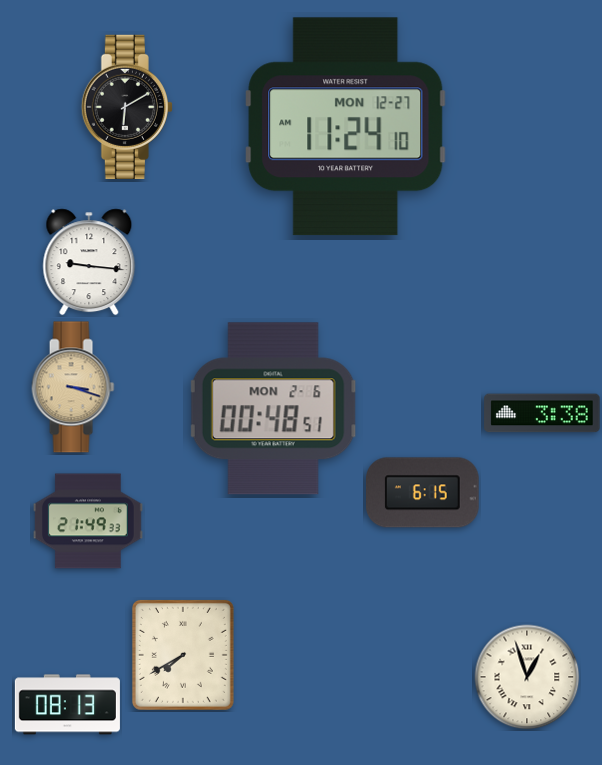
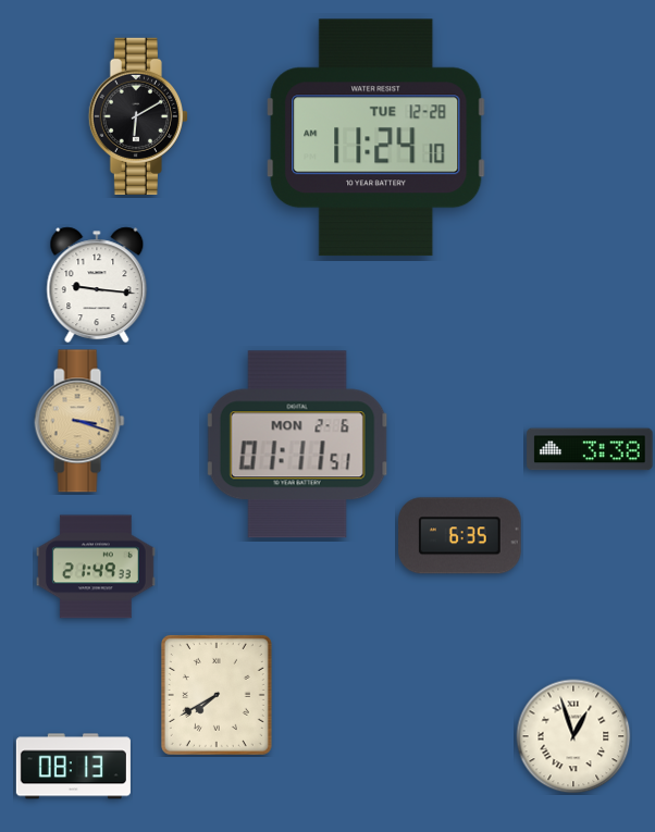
clock at (346, 127) date: MON 12-27 -> TUE 12-28
clock at (274, 409): 00:48 -> 01:11
clock at (423, 493): 6:15 -> 6:35
clock at (183, 655) position: (183, 655) -> (217, 695)
